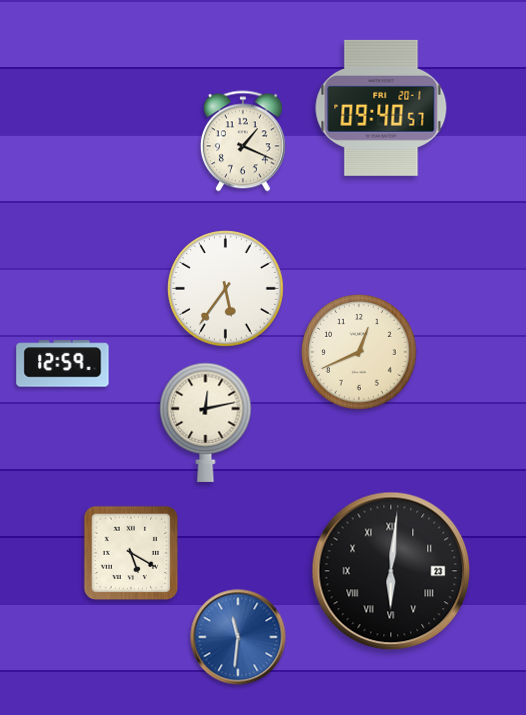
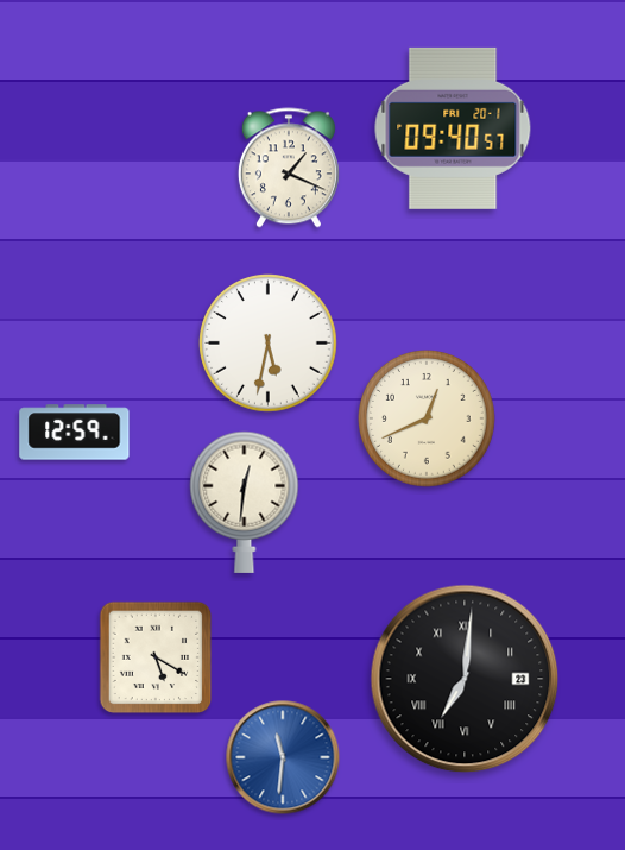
clock at (226, 289): 5:36 -> 5:32
clock at (206, 422): 12:13 -> 12:31
clock at (391, 571): 6:01 -> 7:01
